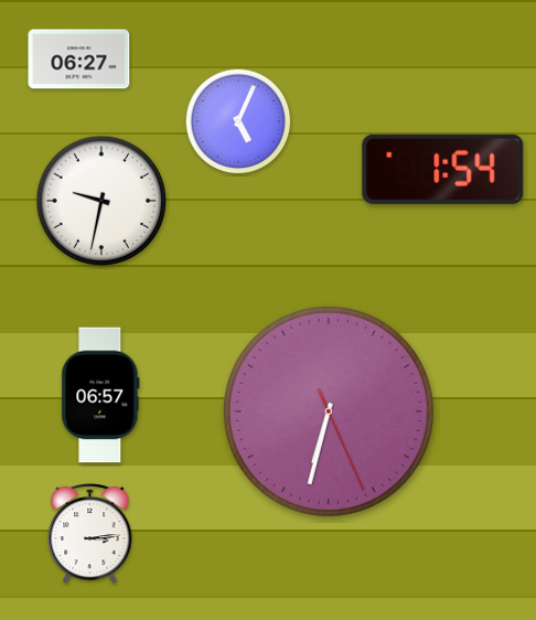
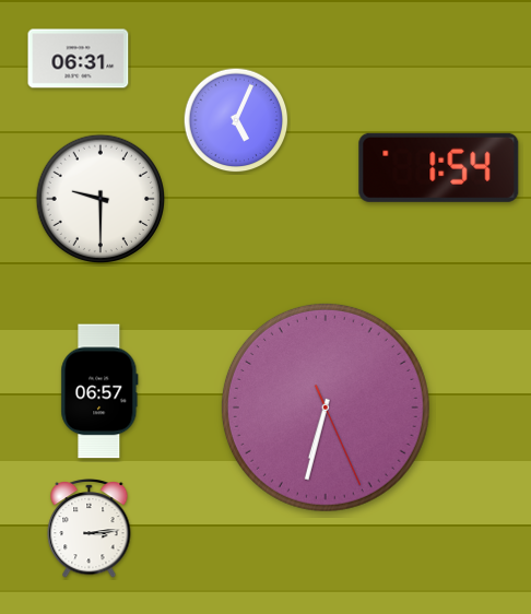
clock at (79, 60): 06:27 -> 06:31
clock at (100, 200): 9:32 -> 9:30
